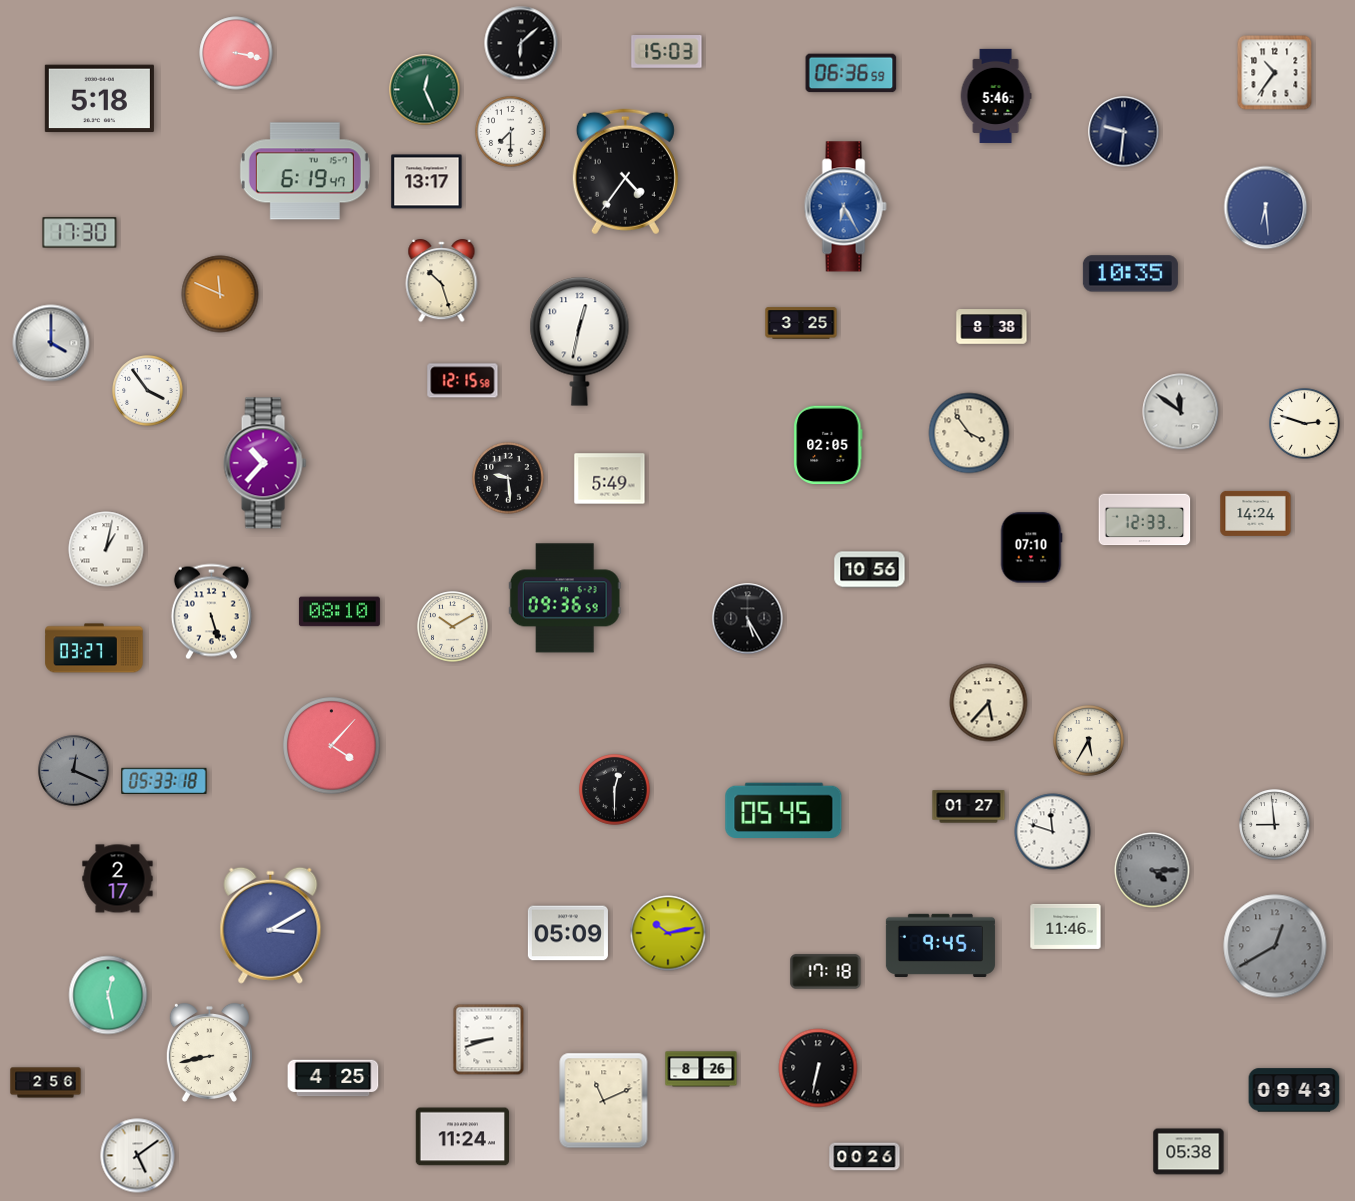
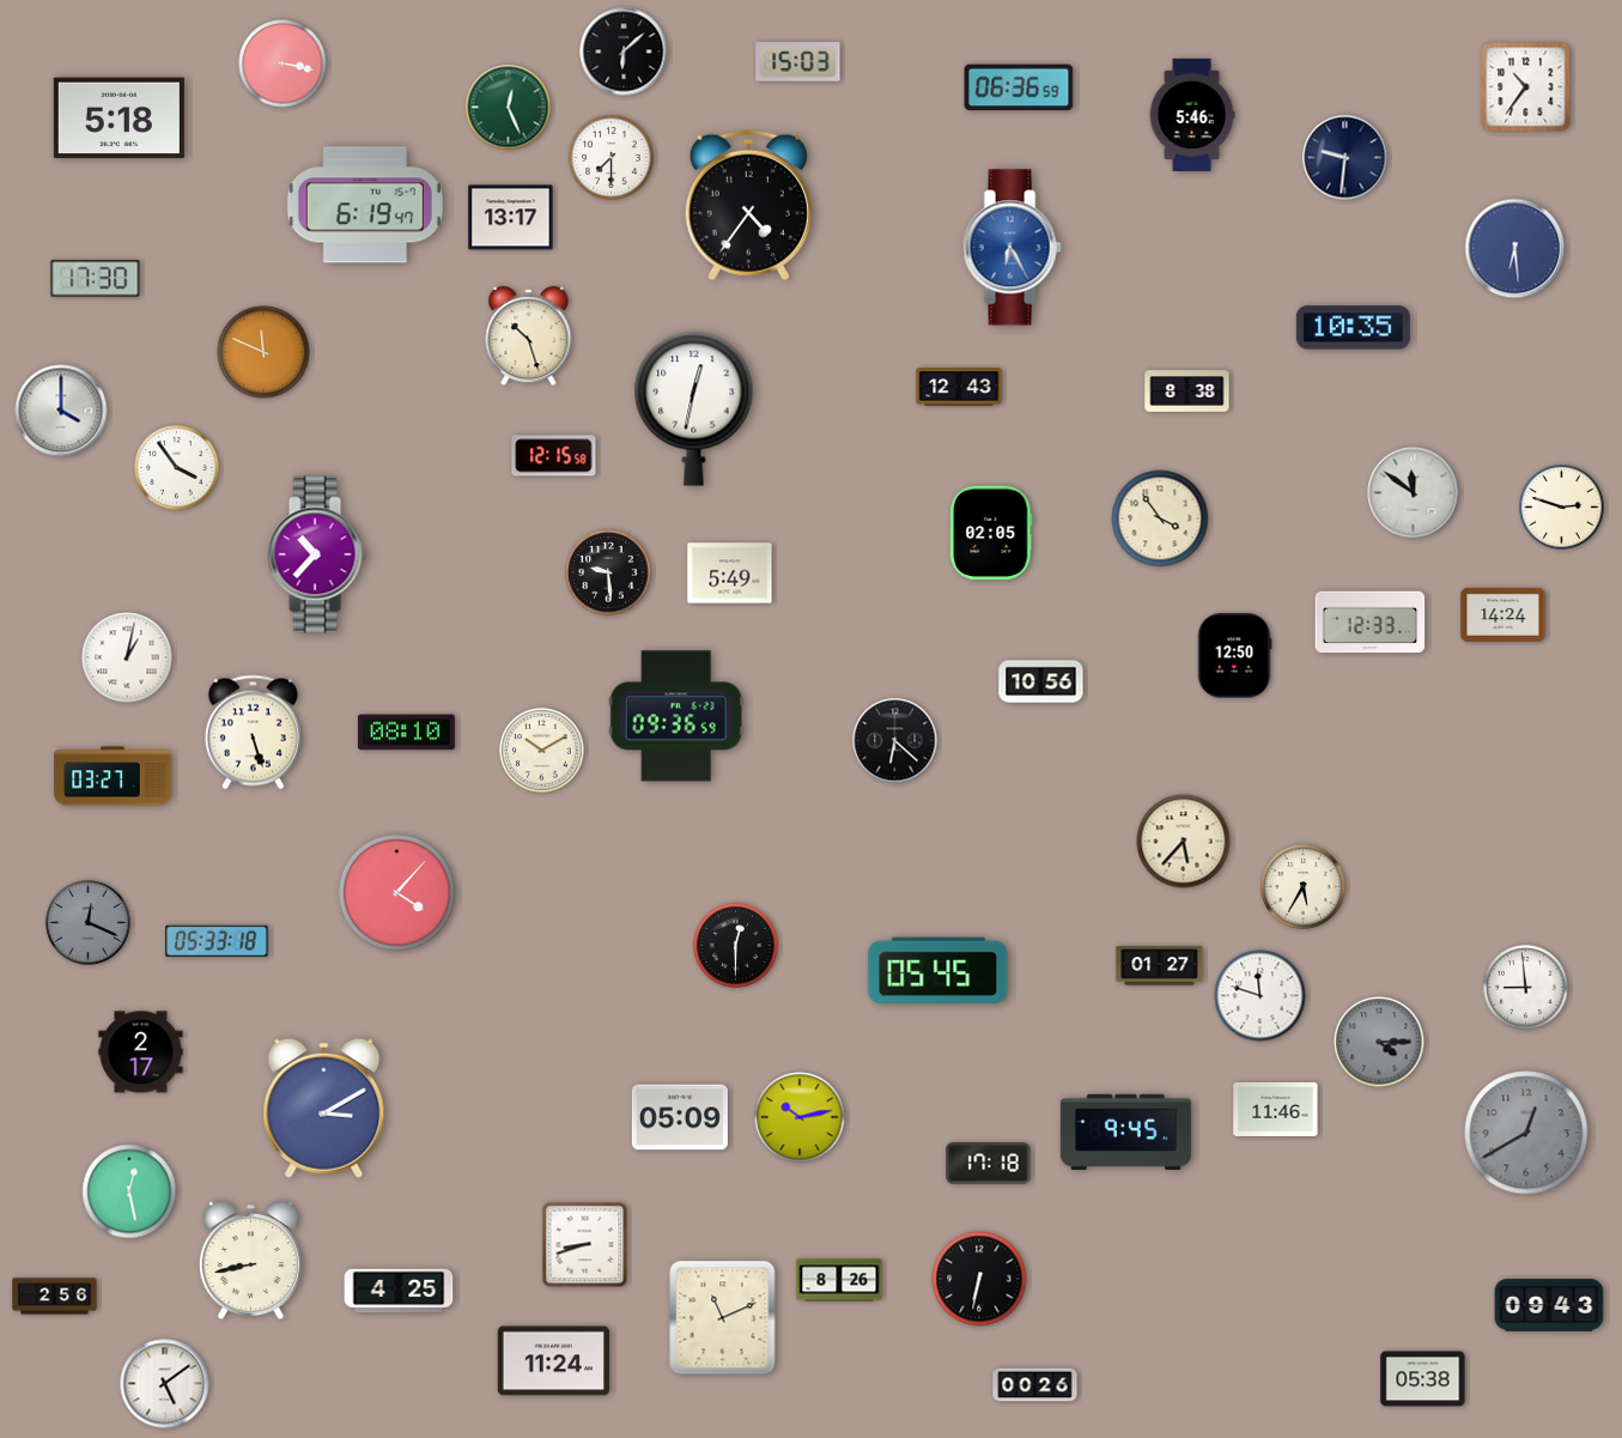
clock at (801, 323): 3:25 -> 12:43
clock at (1031, 548): 07:10 -> 12:50
clock at (748, 619): 5:25 -> 6:22
clock at (164, 780) position: (164, 780) -> (217, 940)
